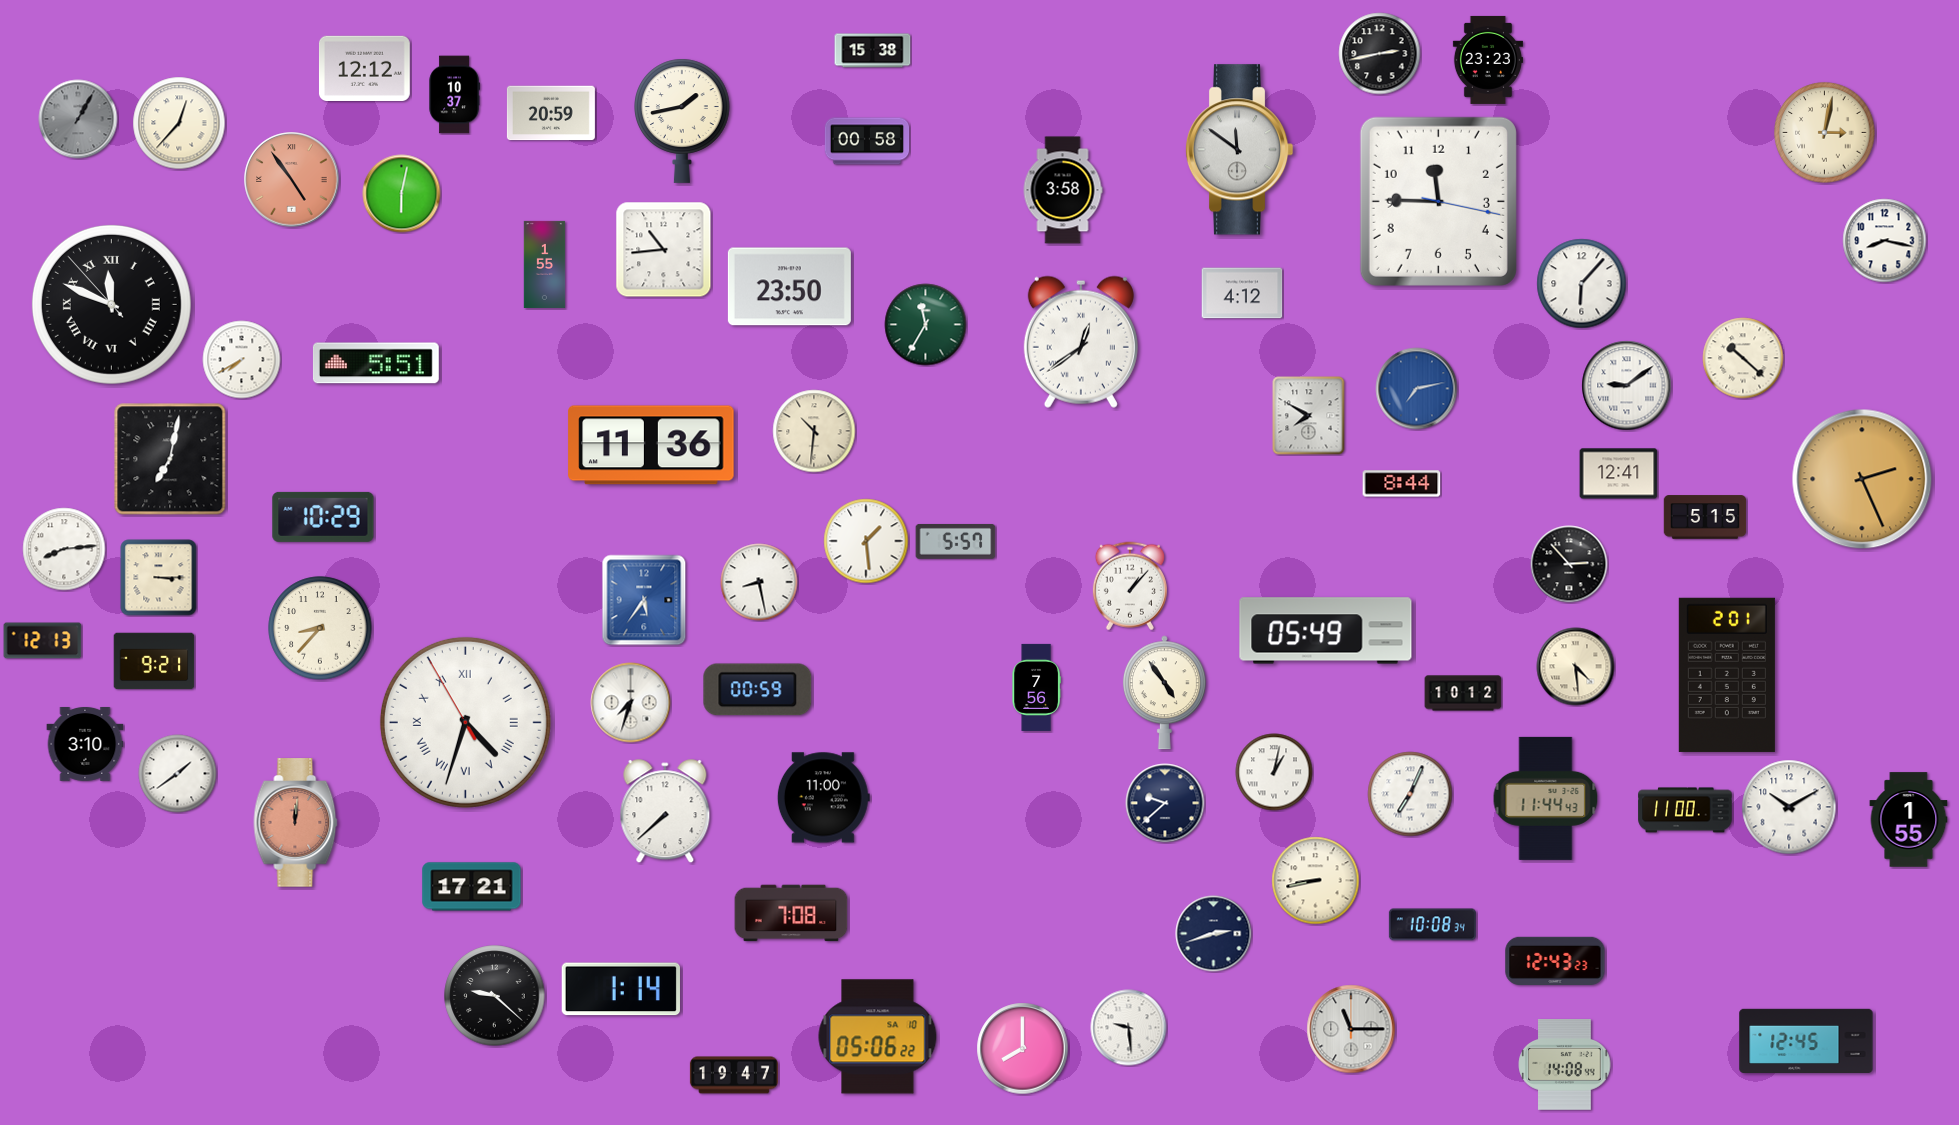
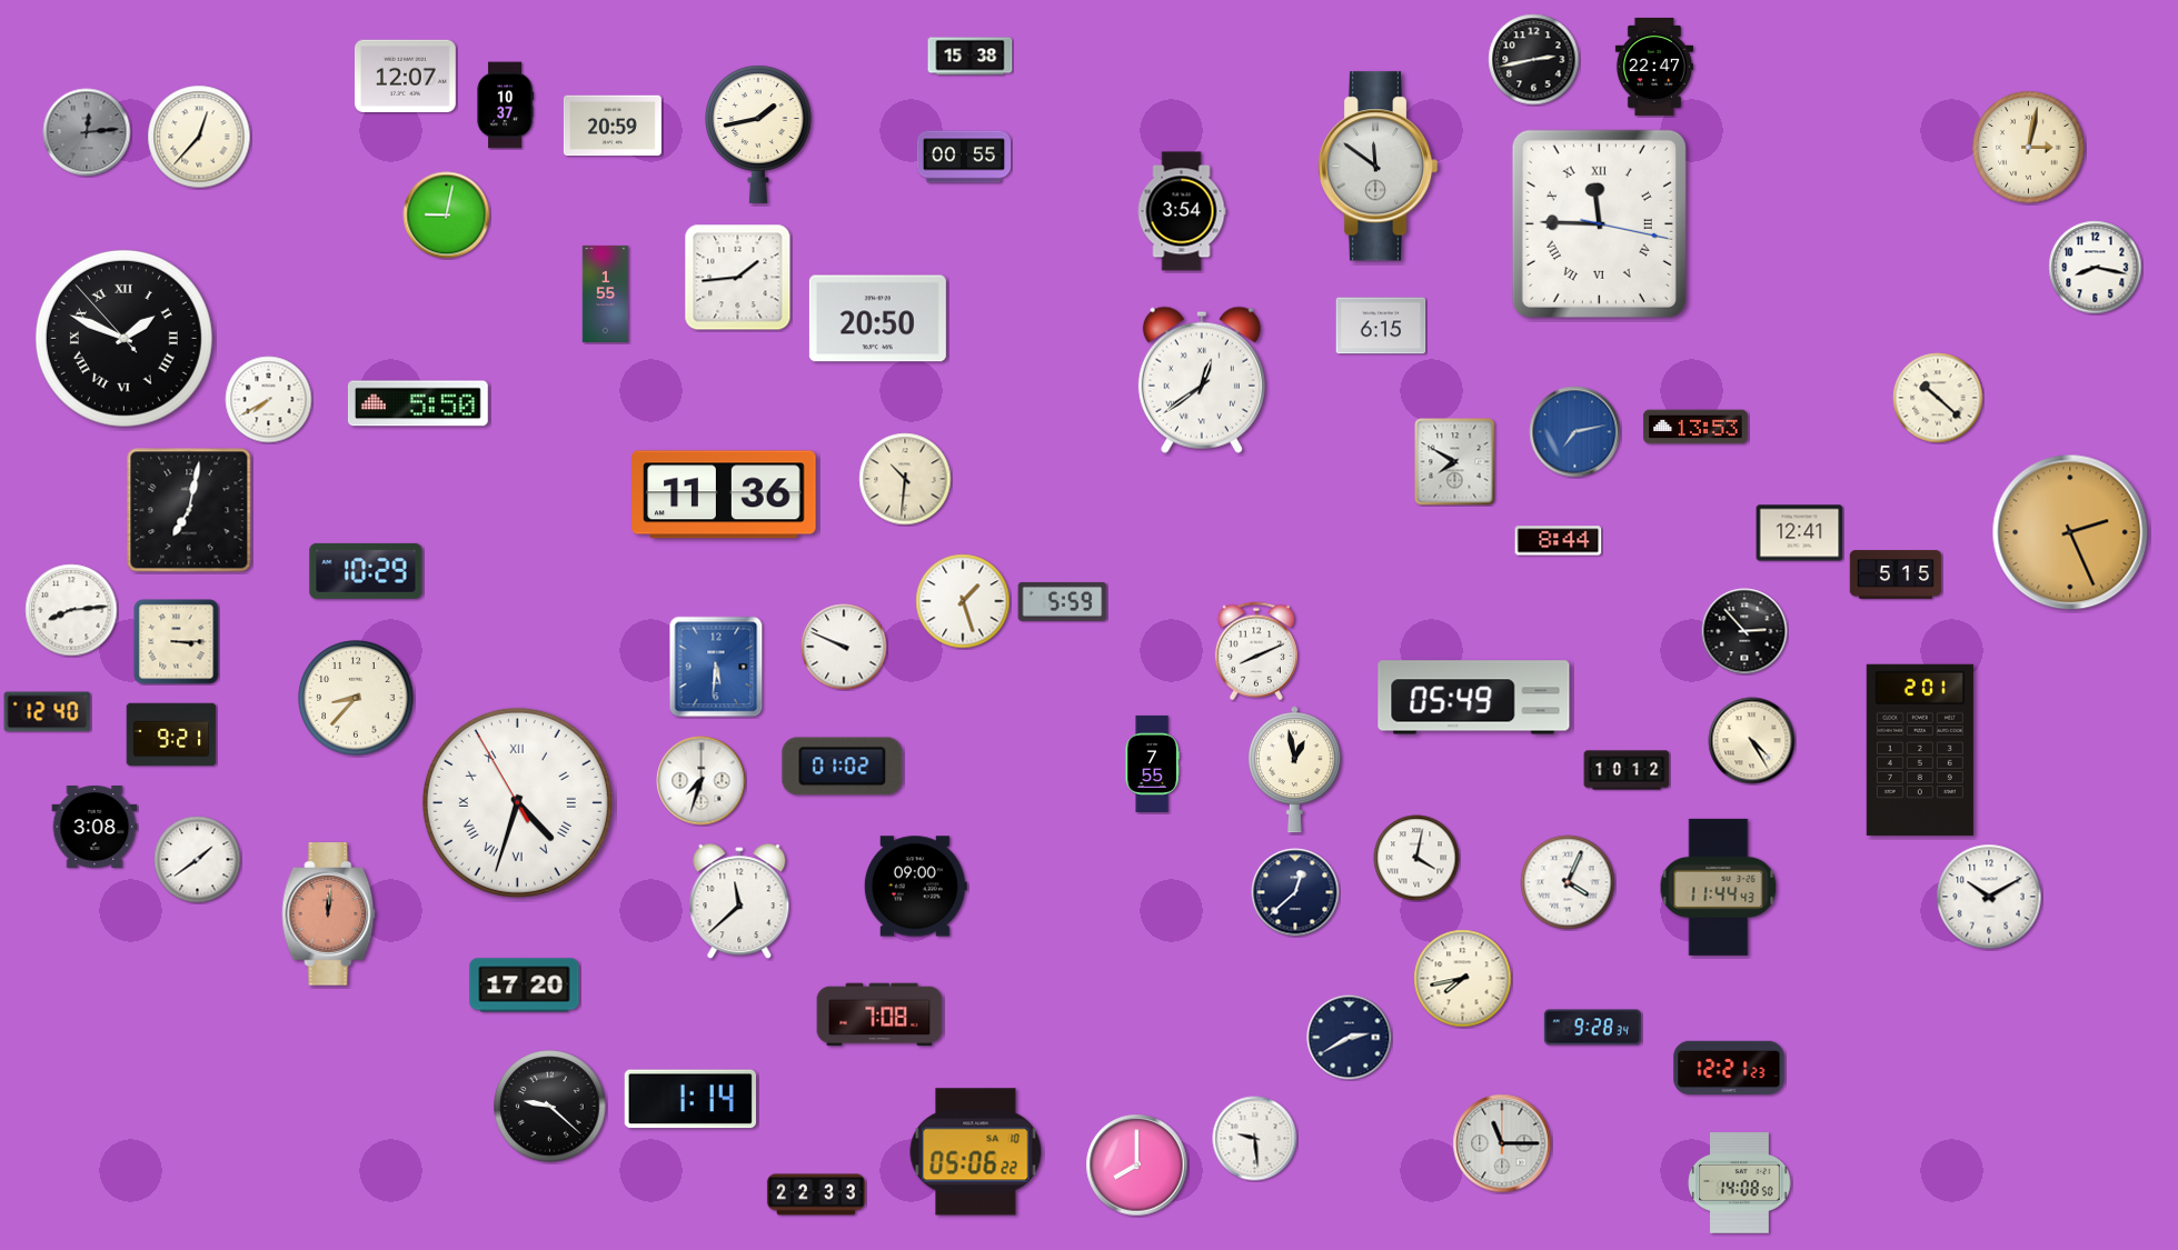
clock at (1488, 60): 23:23 -> 22:47
clock at (365, 68): 12:12 -> 12:07
clock at (78, 119): 1:05 -> 12:14
clock at (867, 141): 00:58 -> 00:55
clock at (292, 180): 4:54 -> none
clock at (1063, 190): 3:58 -> 3:54
clock at (402, 194): 6:02 -> 9:02
clock at (1438, 201) numerals: Arabic -> Roman
clock at (664, 250): 10:44 -> 1:44
clock at (1582, 284): 6:07 -> none
clock at (789, 287): 23:50 -> 20:50
clock at (1242, 293): 4:12 -> 6:15
clock at (111, 304): 11:48 -> 1:48
clock at (926, 325): 11:35 -> none
clock at (376, 363): 5:51 -> 5:50
clock at (1695, 427): none -> 13:53
clock at (1627, 386): 9:09 -> none
clock at (1619, 474) position: (1619, 474) -> (1800, 533)
clock at (1402, 484) position: (1402, 484) -> (1559, 541)
clock at (323, 517) position: (323, 517) -> (366, 571)
clock at (866, 541): 1:29 -> 1:27
clock at (956, 541): 5:57 -> 5:59
clock at (1569, 564) position: (1569, 564) -> (1744, 631)
clock at (759, 582): 8:28 -> 9:49
clock at (1130, 586): 1:07 -> 8:11
clock at (644, 600): 5:36 -> 5:31
clock at (1326, 631) position: (1326, 631) -> (1474, 698)
clock at (43, 641): 12:13 -> 12:40
clock at (1576, 667): 4:29 -> 4:25
clock at (1036, 687): 7:56 -> 7:55
clock at (758, 690): 00:59 -> 01:02
clock at (1164, 693): 4:54 -> 12:58
clock at (85, 744): 3:10 -> 3:08
clock at (1274, 772): 1:02 -> 4:02
clock at (1410, 794): 7:04 -> 4:04
clock at (823, 798): 11:00 -> 09:00
clock at (1165, 803): 9:38 -> 12:38
clock at (1685, 810): 11:00 -> none
clock at (665, 812): 7:38 -> 11:38
clock at (1909, 820): 1:55 -> none
clock at (1316, 881): 8:43 -> 7:43
clock at (472, 887): 17:21 -> 17:20
clock at (1432, 925): 10:08 -> 9:28
clock at (1214, 934): 2:42 -> 2:40
clock at (1555, 960): 12:43 -> 12:21
clock at (1129, 1028) position: (1129, 1028) -> (1255, 1139)
clock at (1806, 1040): 12:45 -> none
clock at (1565, 1065): 14:08:44 -> 14:08:50
clock at (734, 1075): 19:47 -> 22:33
